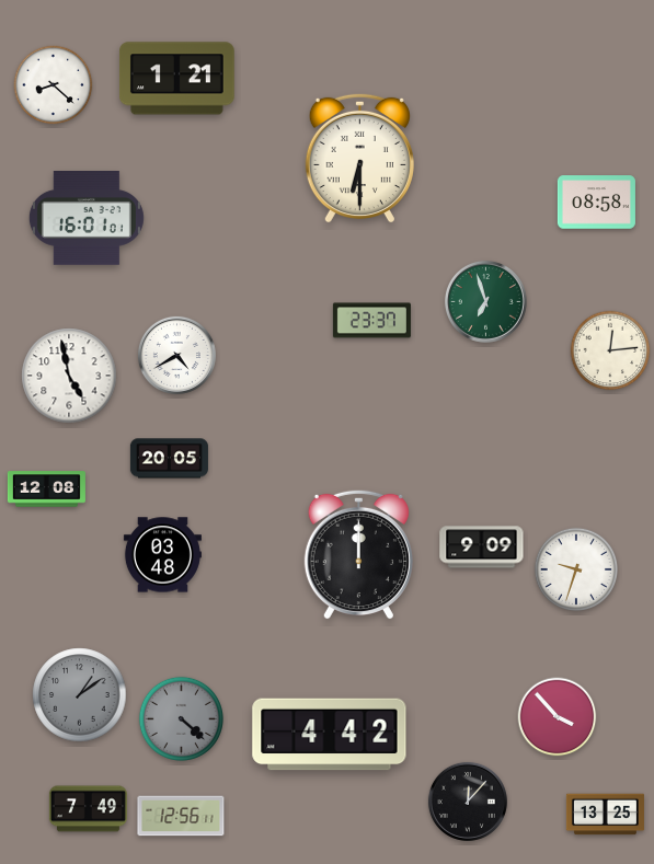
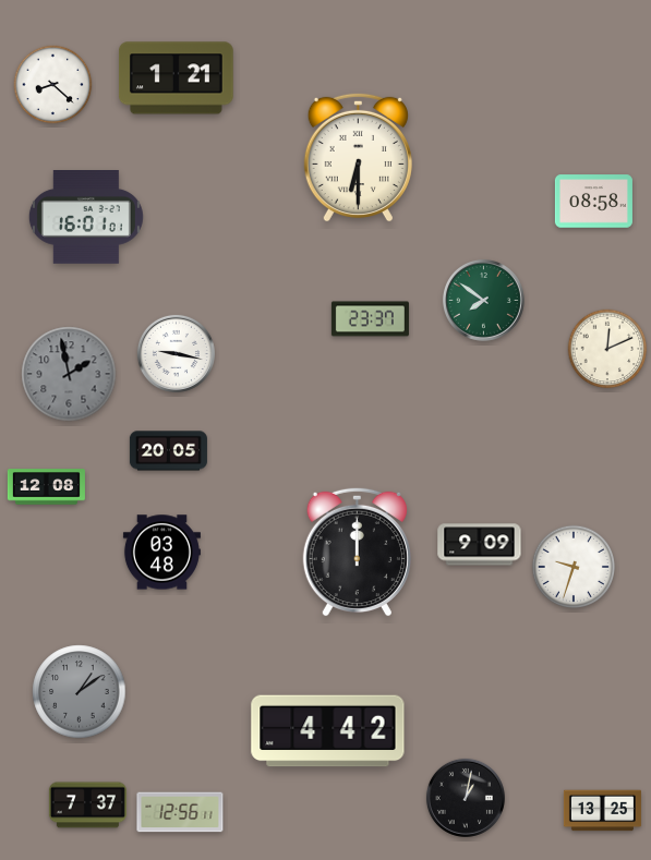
clock at (485, 301): 6:57 -> 7:51
clock at (610, 350): 12:14 -> 12:11
clock at (176, 355): 4:40 -> 9:17
clock at (69, 376): 4:58 -> 1:58
clock at (69, 376) dial: white -> grey
clock at (169, 459) position: (169, 459) -> (168, 451)
clock at (558, 717): 3:53 -> none
clock at (181, 718): 4:22 -> none
clock at (468, 802): 12:07 -> 1:02
clock at (88, 809): 7:49 -> 7:37
